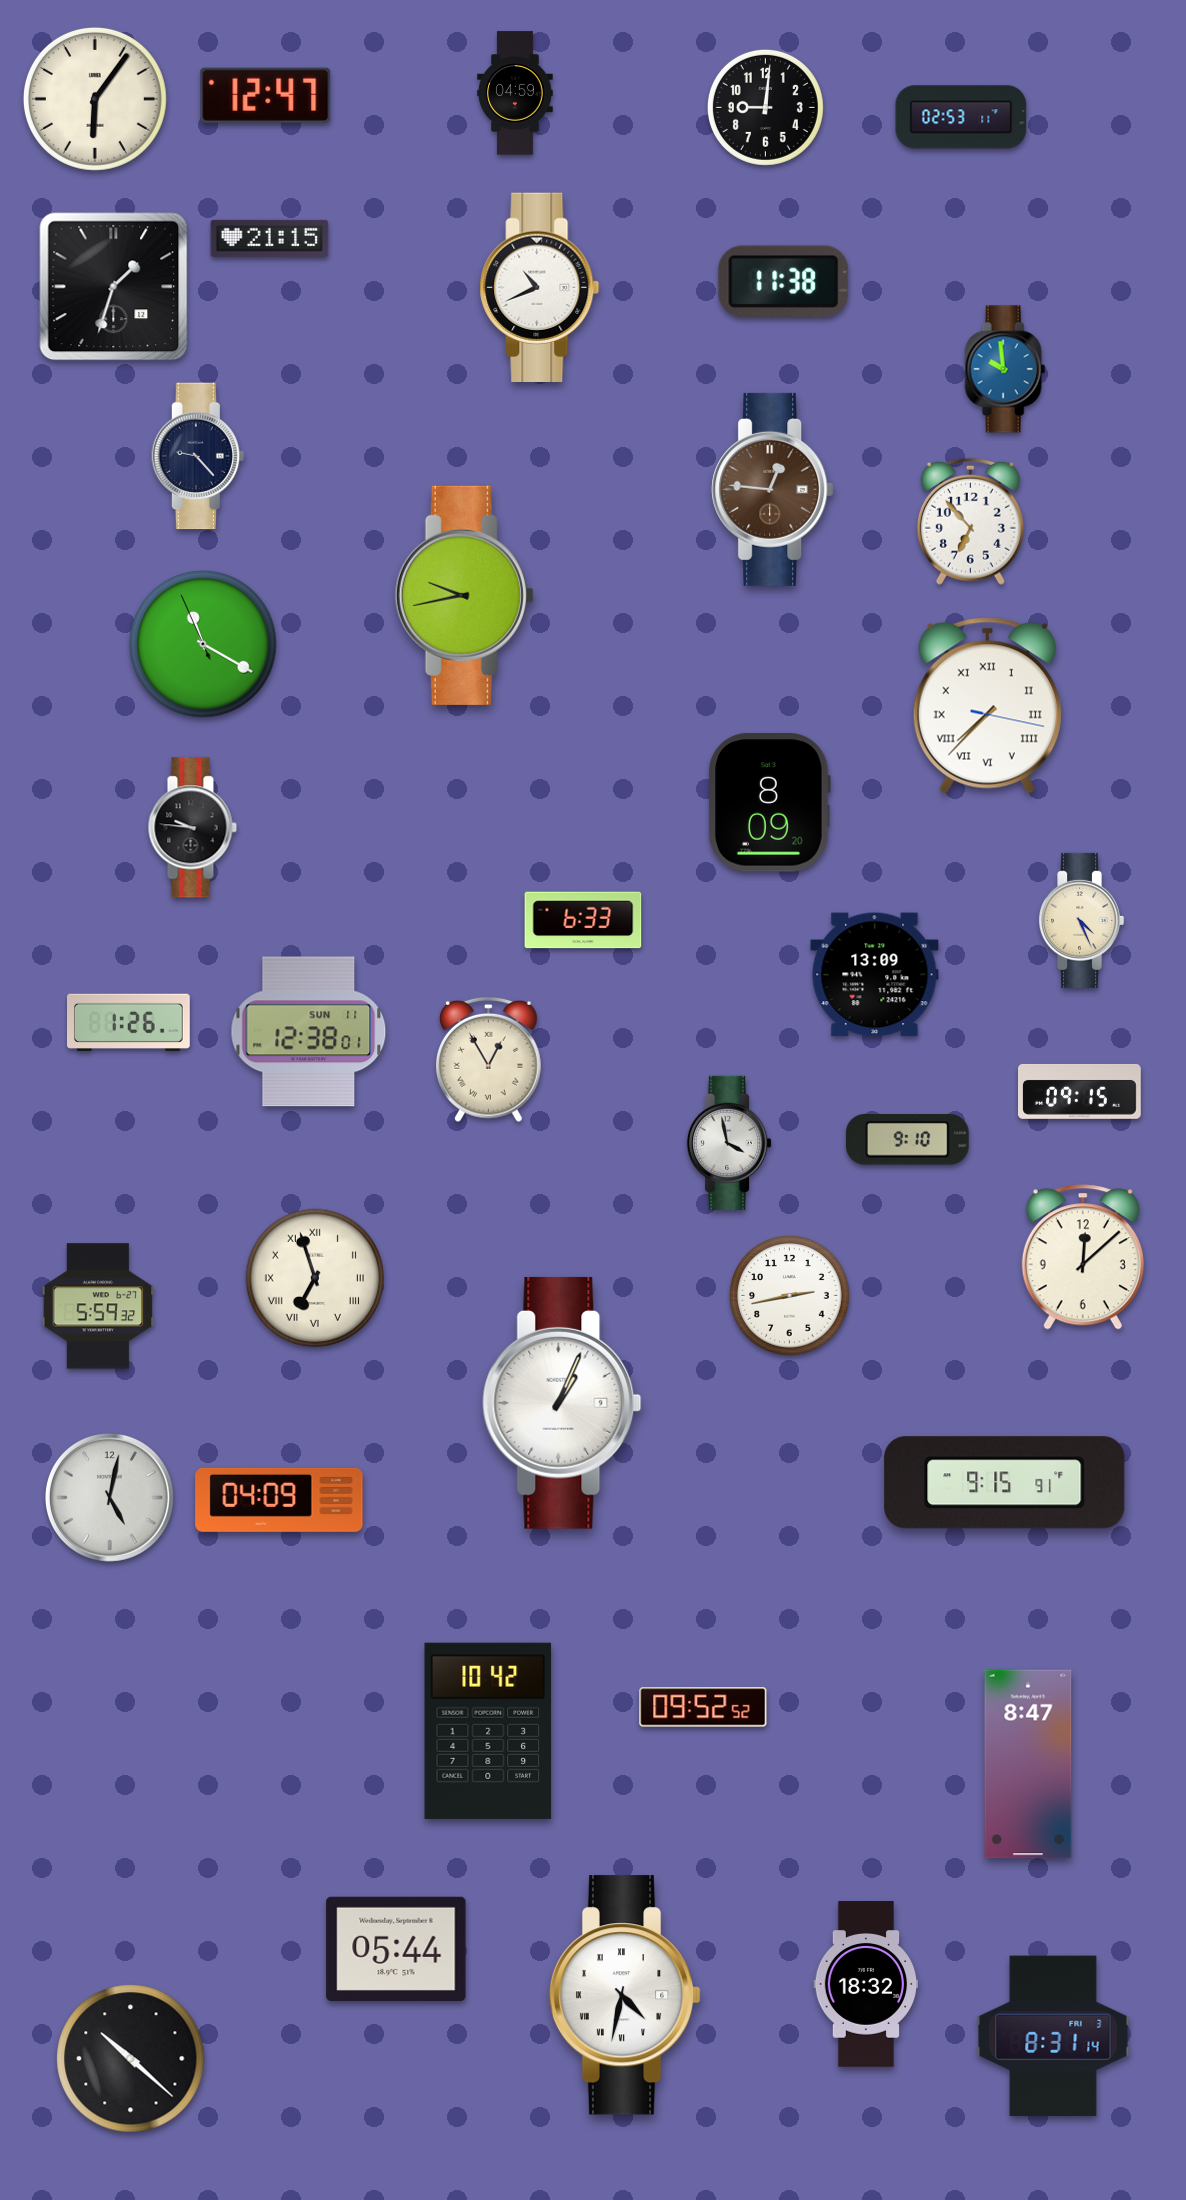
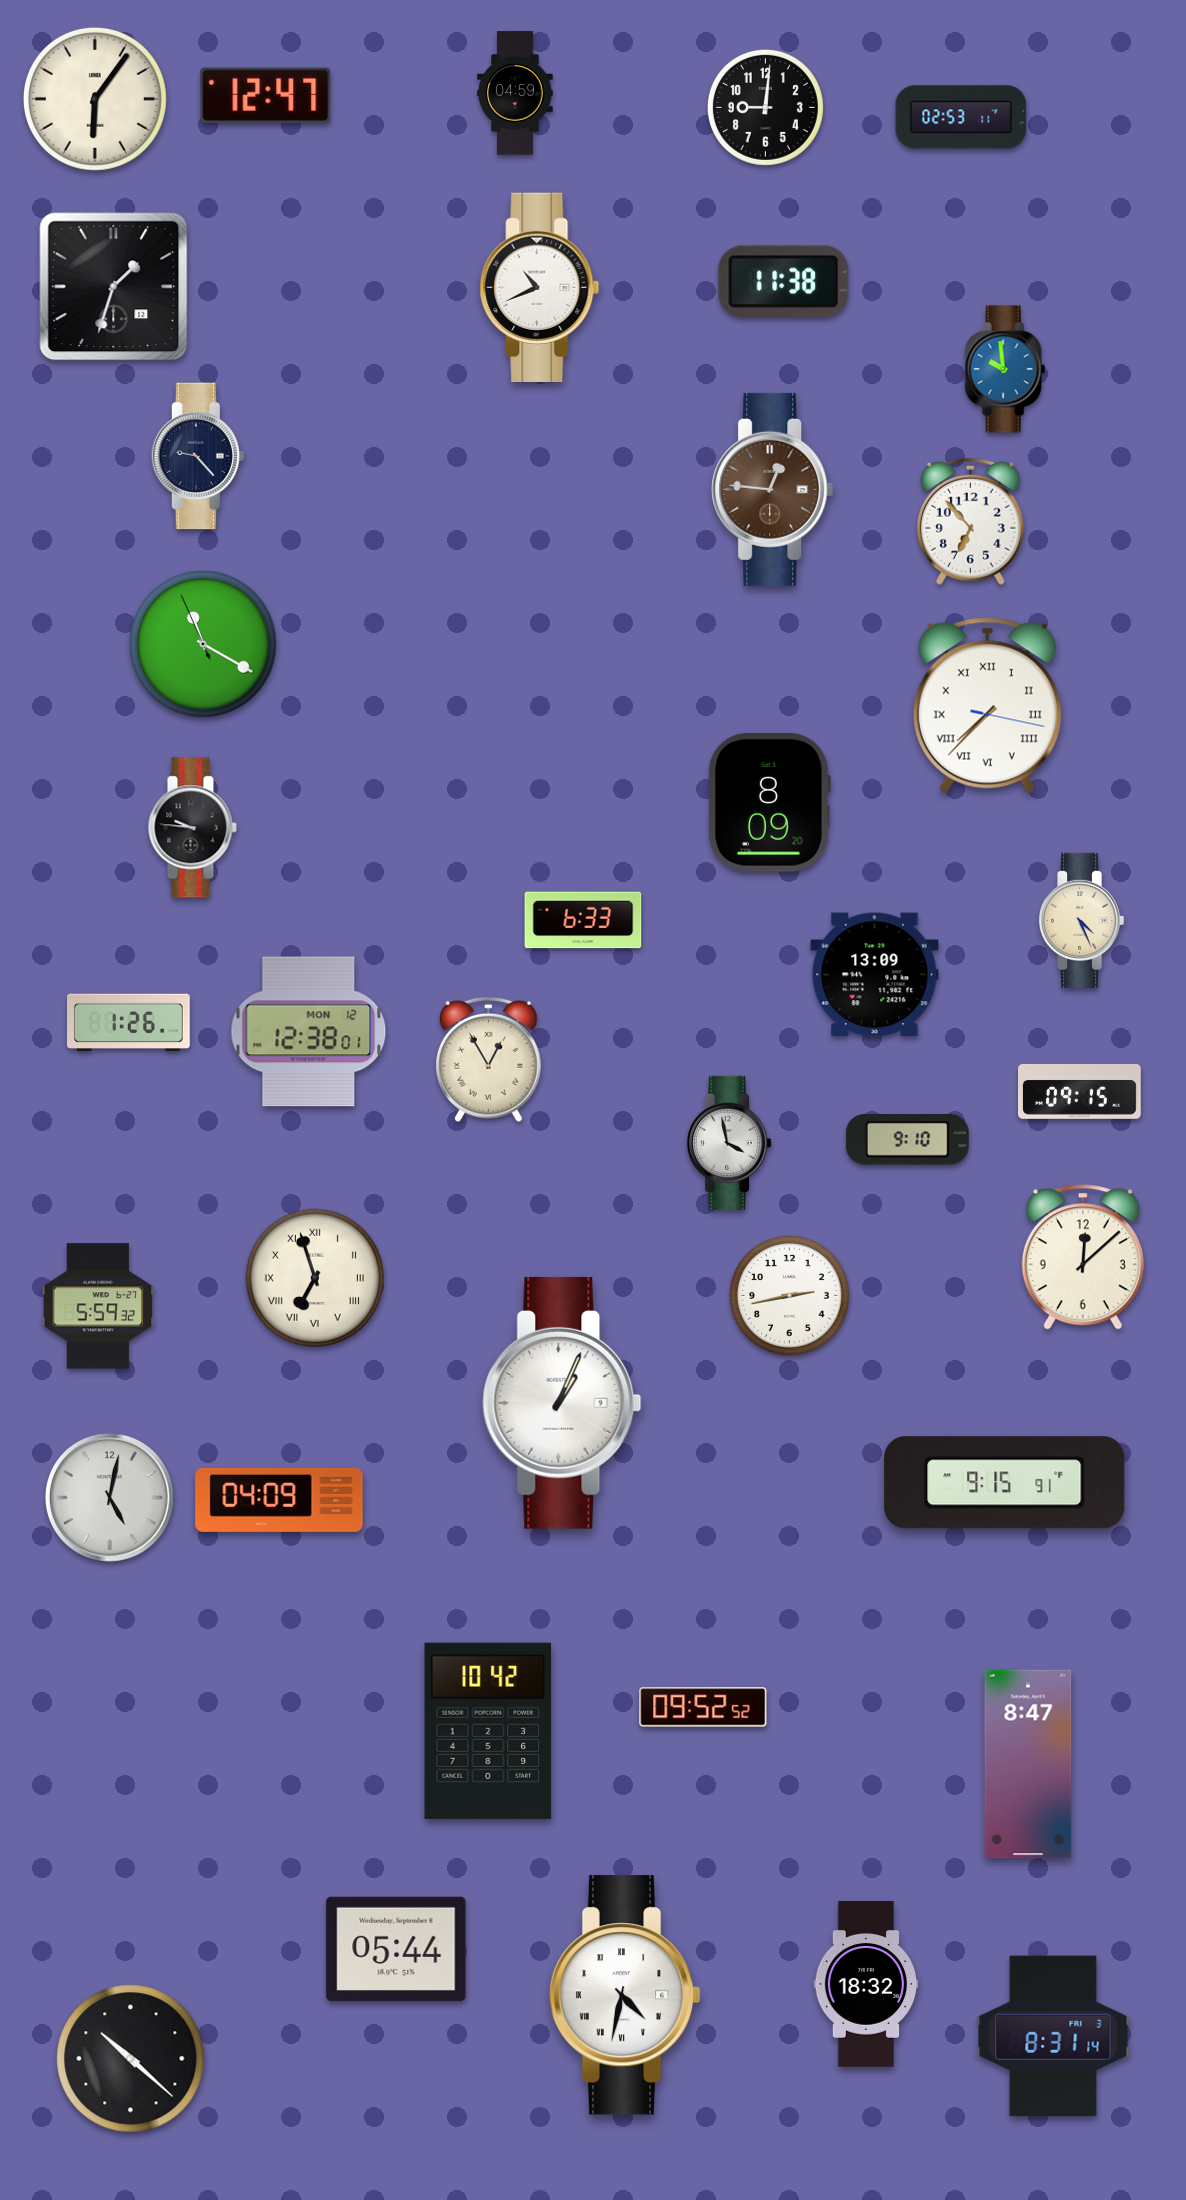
clock at (270, 238): 21:15 -> none
clock at (464, 595): 9:43 -> none
clock at (309, 1032) date: SUN 11 -> MON 12
